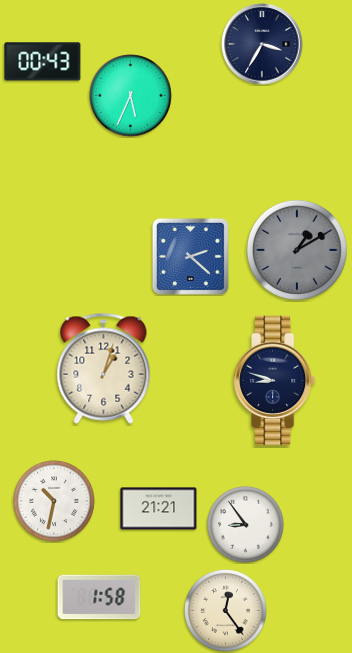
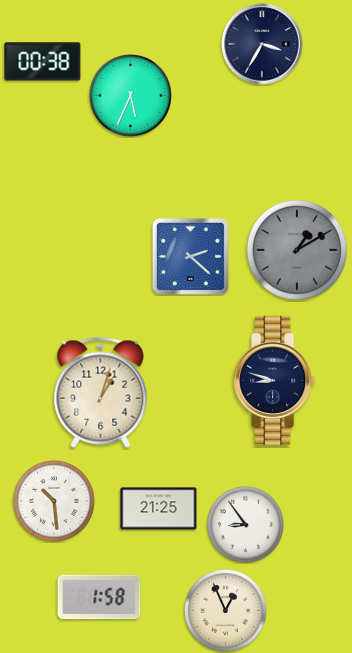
clock at (43, 62): 00:43 -> 00:38
clock at (104, 368) position: (104, 368) -> (101, 392)
clock at (55, 502): 10:32 -> 10:29
clock at (159, 509): 21:21 -> 21:25
clock at (226, 611): 12:24 -> 12:56
